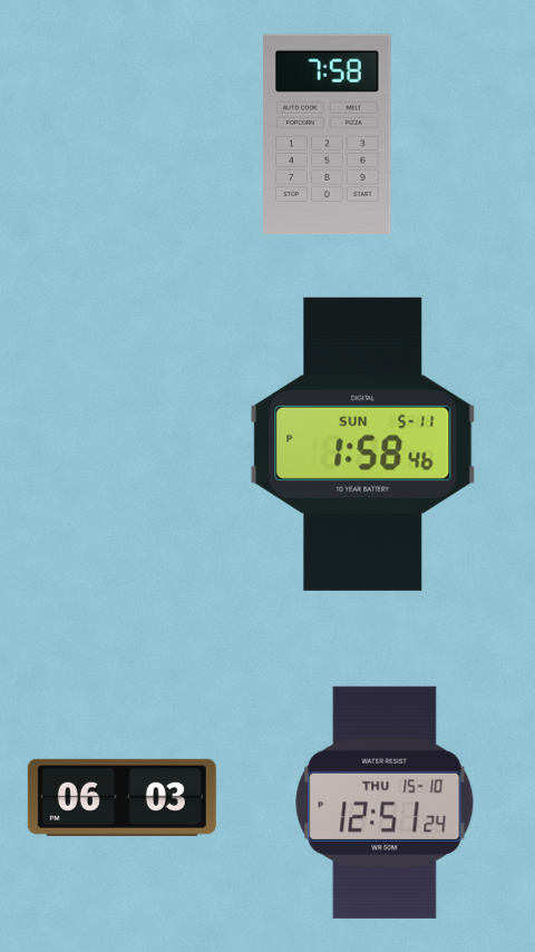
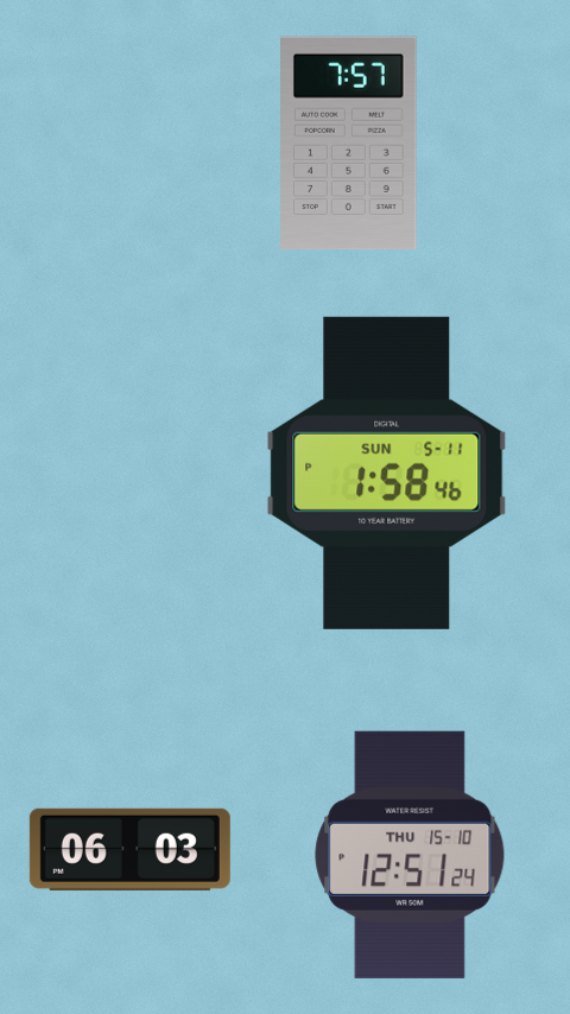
clock at (328, 135): 7:58 -> 7:57
